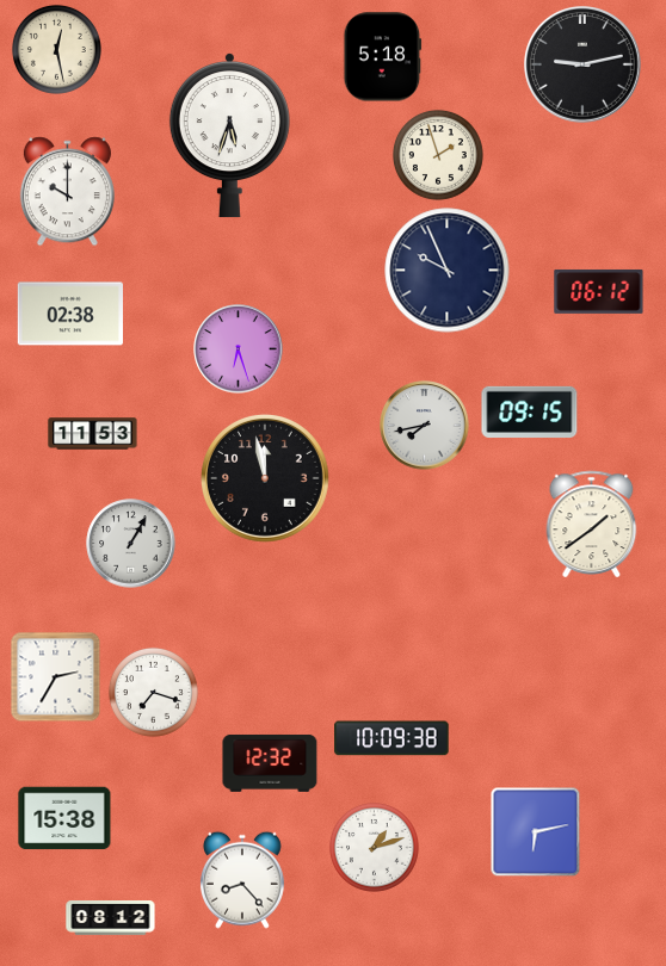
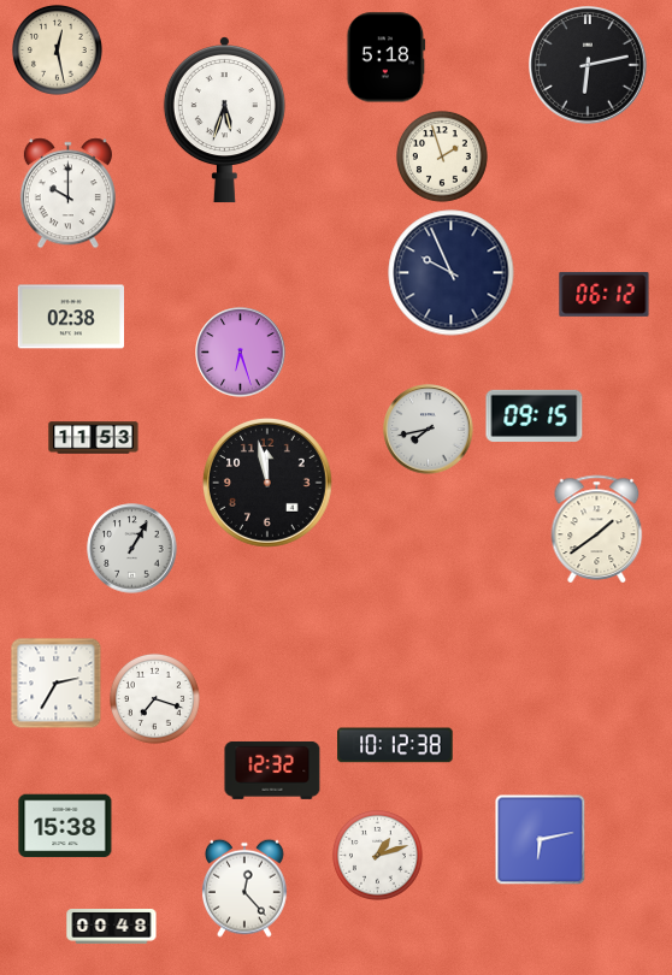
clock at (582, 64): 9:13 -> 6:13
clock at (229, 136) position: (229, 136) -> (224, 120)
clock at (391, 738): 10:09 -> 10:12
clock at (242, 880): 8:23 -> 12:23
clock at (111, 918): 08:12 -> 00:48
